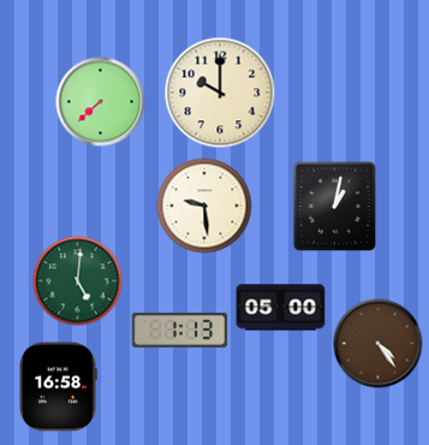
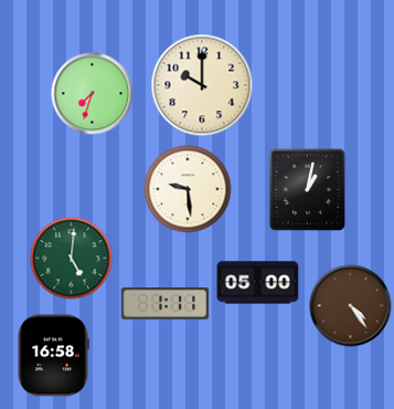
clock at (101, 102): 7:38 -> 7:33
clock at (180, 331): 1:13 -> 1:11
clock at (379, 344) position: (379, 344) -> (351, 306)
